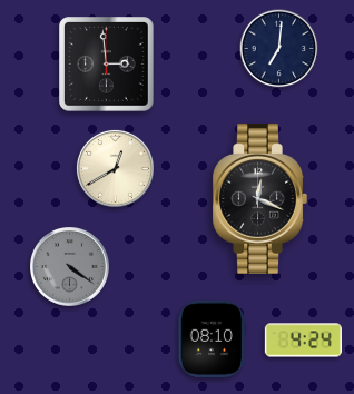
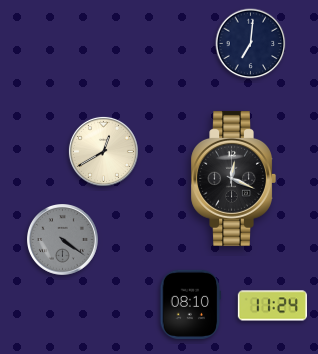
clock at (107, 65): 2:59 -> none
clock at (303, 341): 4:24 -> 11:24
